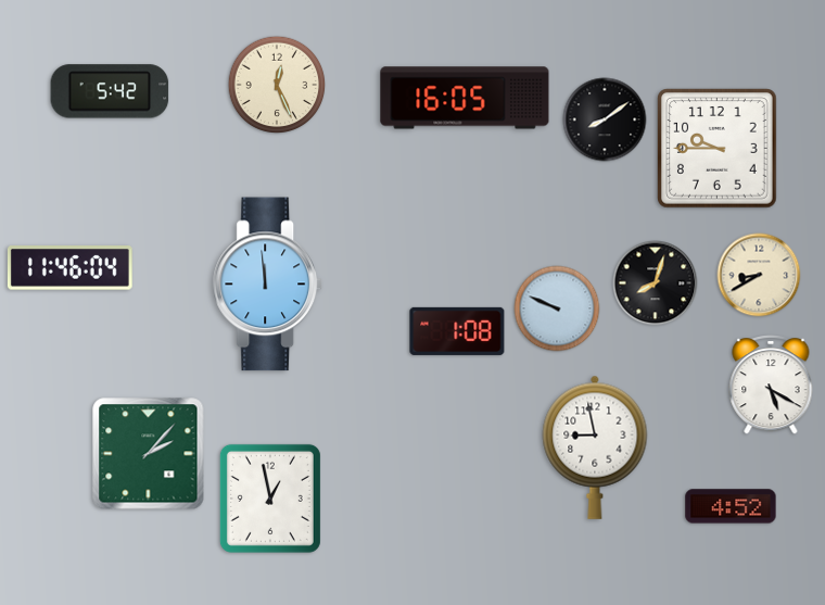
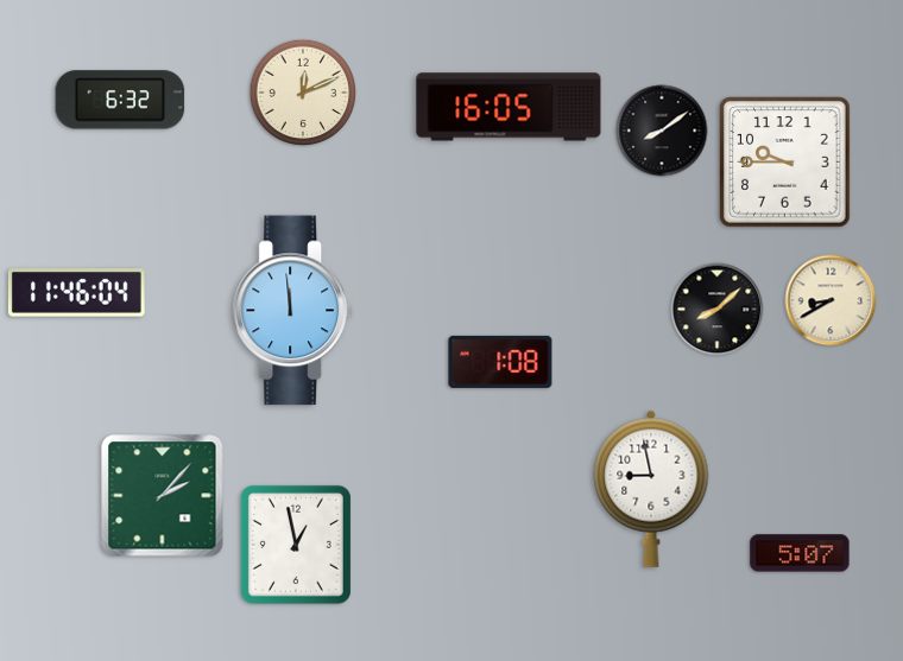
clock at (277, 85): 12:26 -> 12:11
clock at (110, 91): 5:42 -> 6:32
clock at (656, 283): 8:03 -> 8:08
clock at (557, 308): 9:49 -> none
clock at (771, 386): 5:20 -> none
clock at (731, 506): 4:52 -> 5:07
